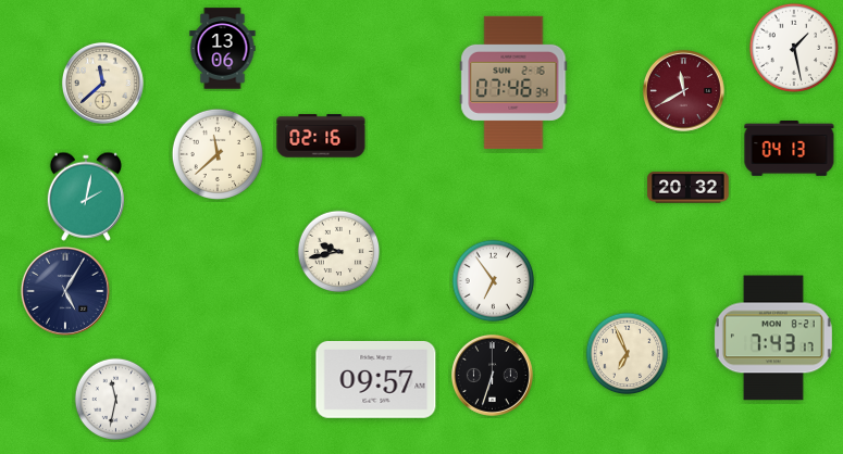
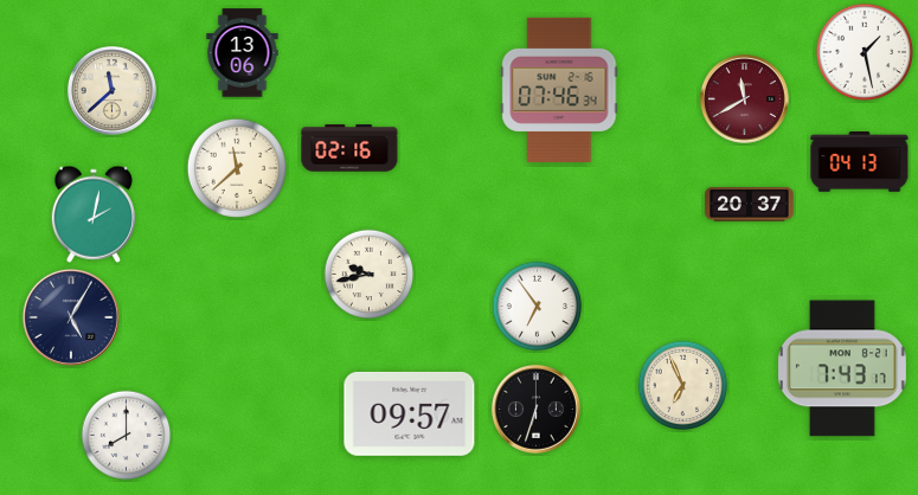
clock at (689, 188): 20:32 -> 20:37
clock at (116, 400): 11:32 -> 8:00
